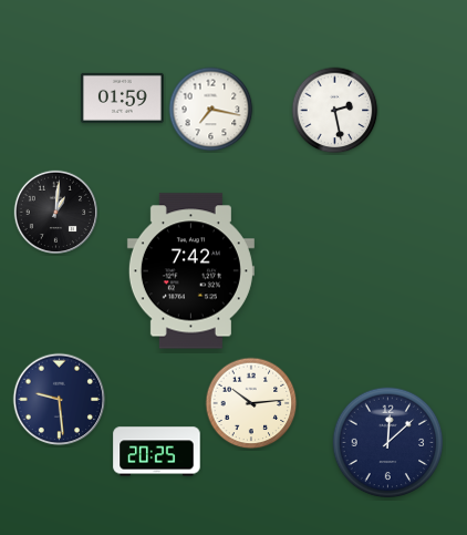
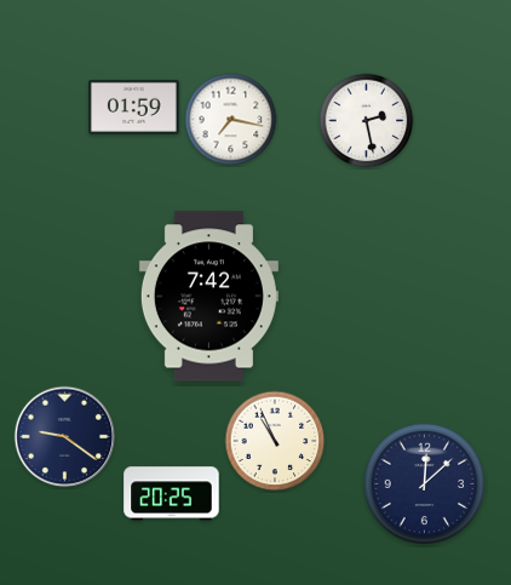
clock at (55, 212): 1:01 -> none
clock at (60, 400): 9:29 -> 9:21
clock at (251, 403): 10:14 -> 10:56
